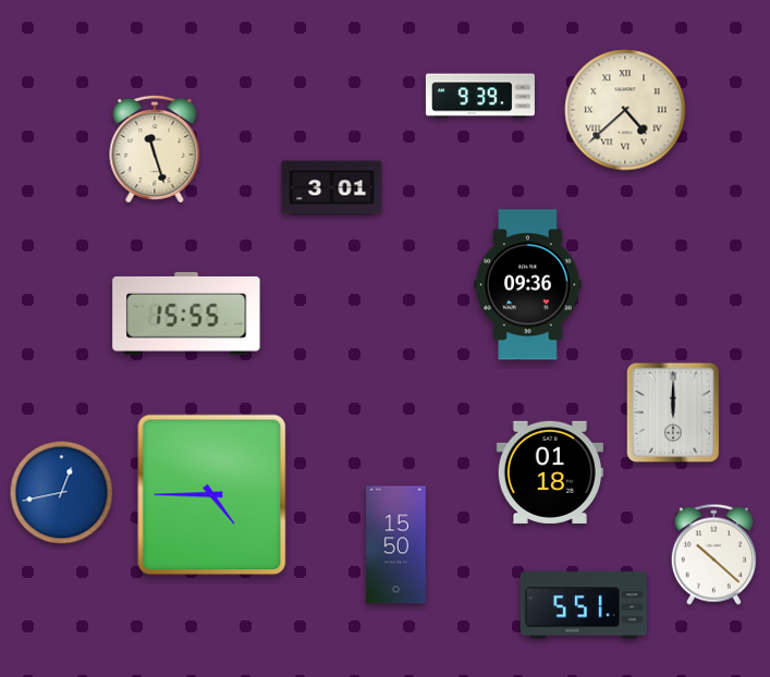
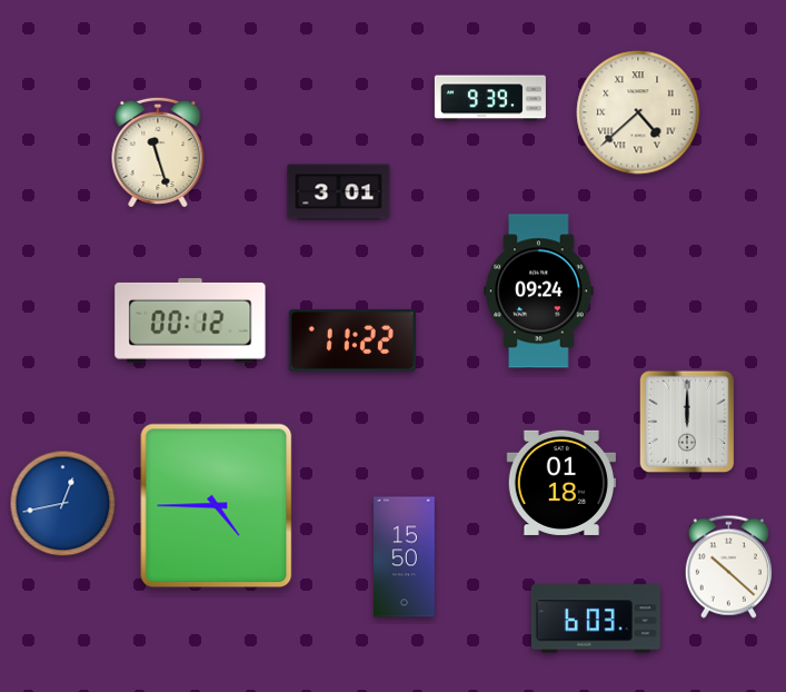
clock at (528, 285): 09:36 -> 09:24
clock at (186, 313): 15:55 -> 00:12
clock at (352, 340): none -> 11:22
clock at (584, 605): 5:51 -> 6:03
